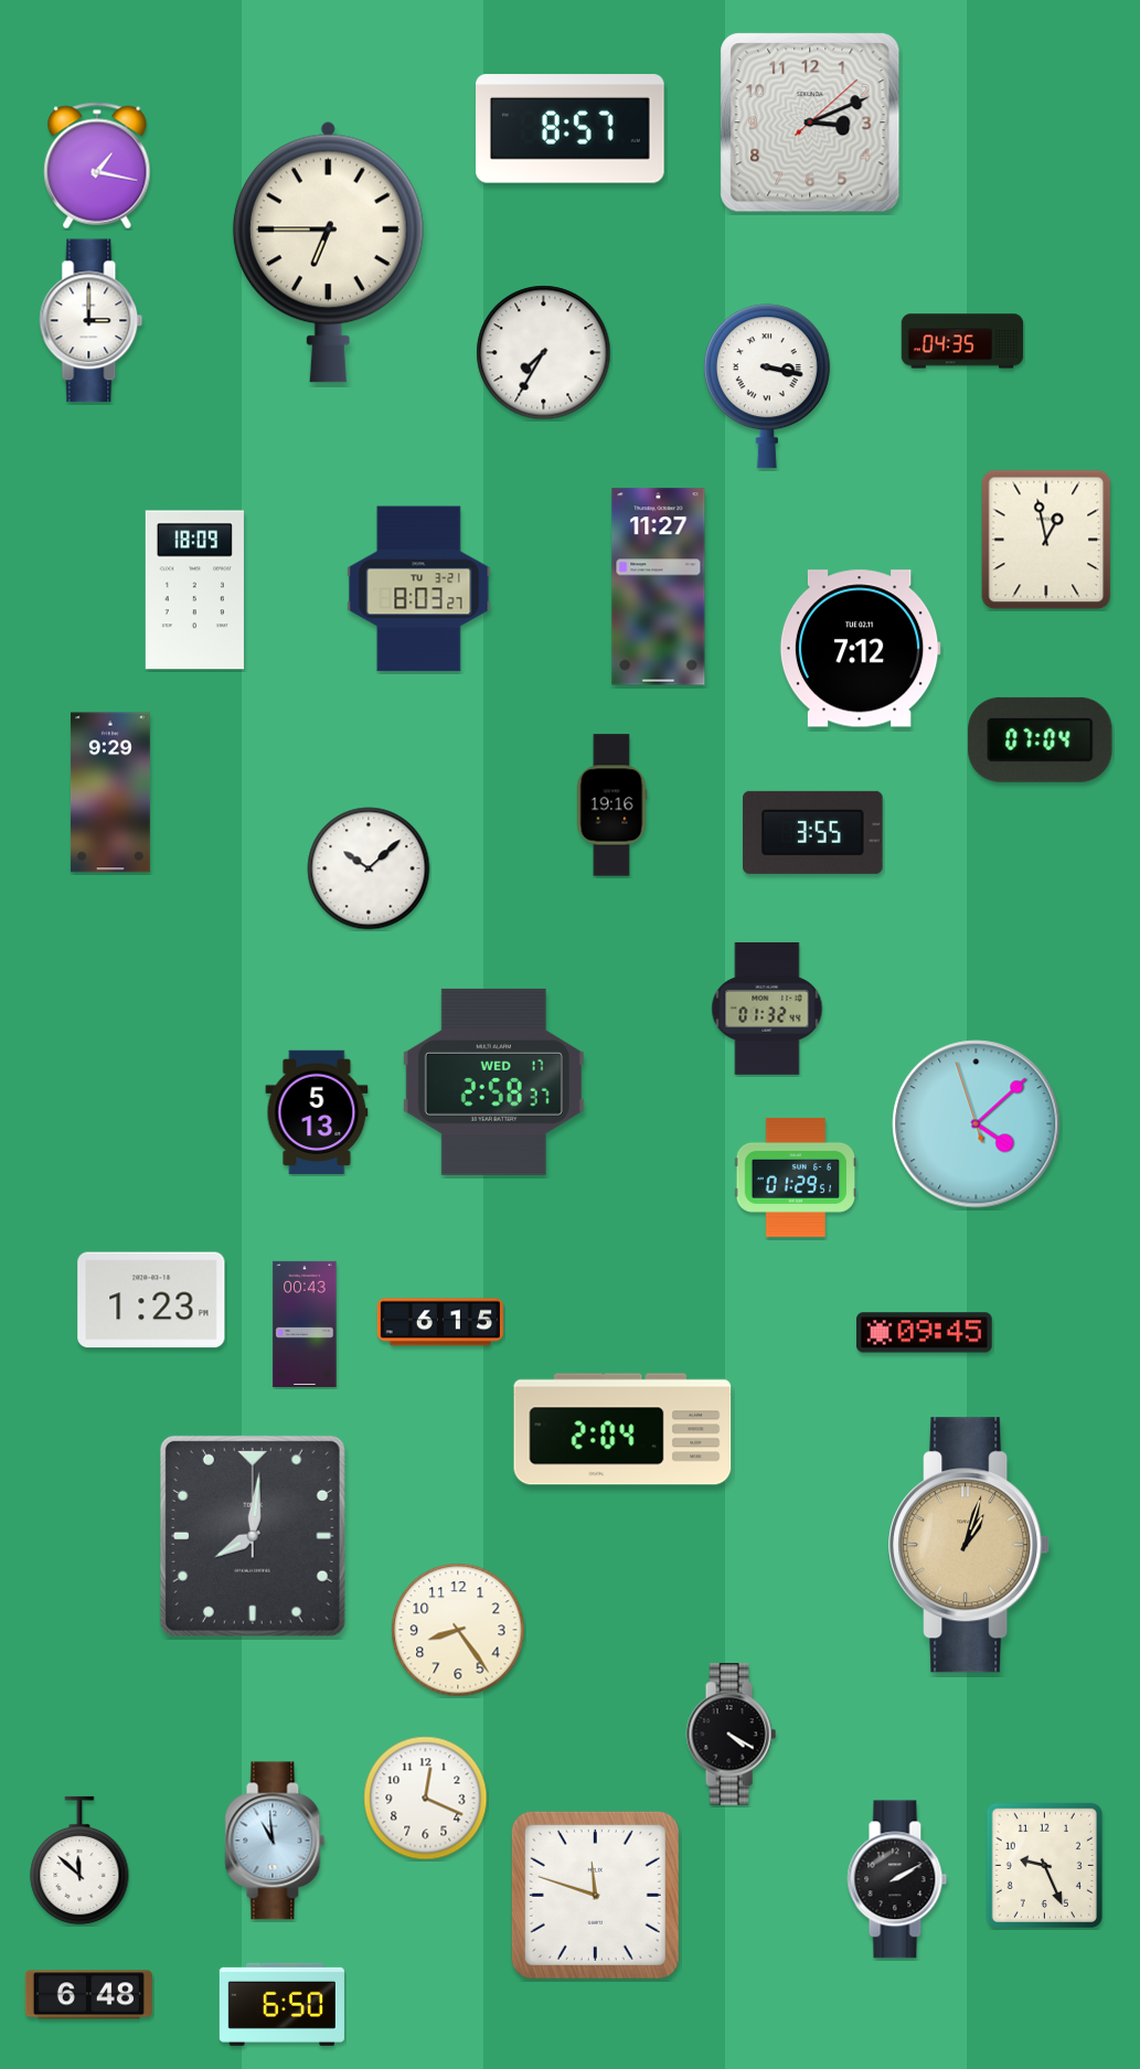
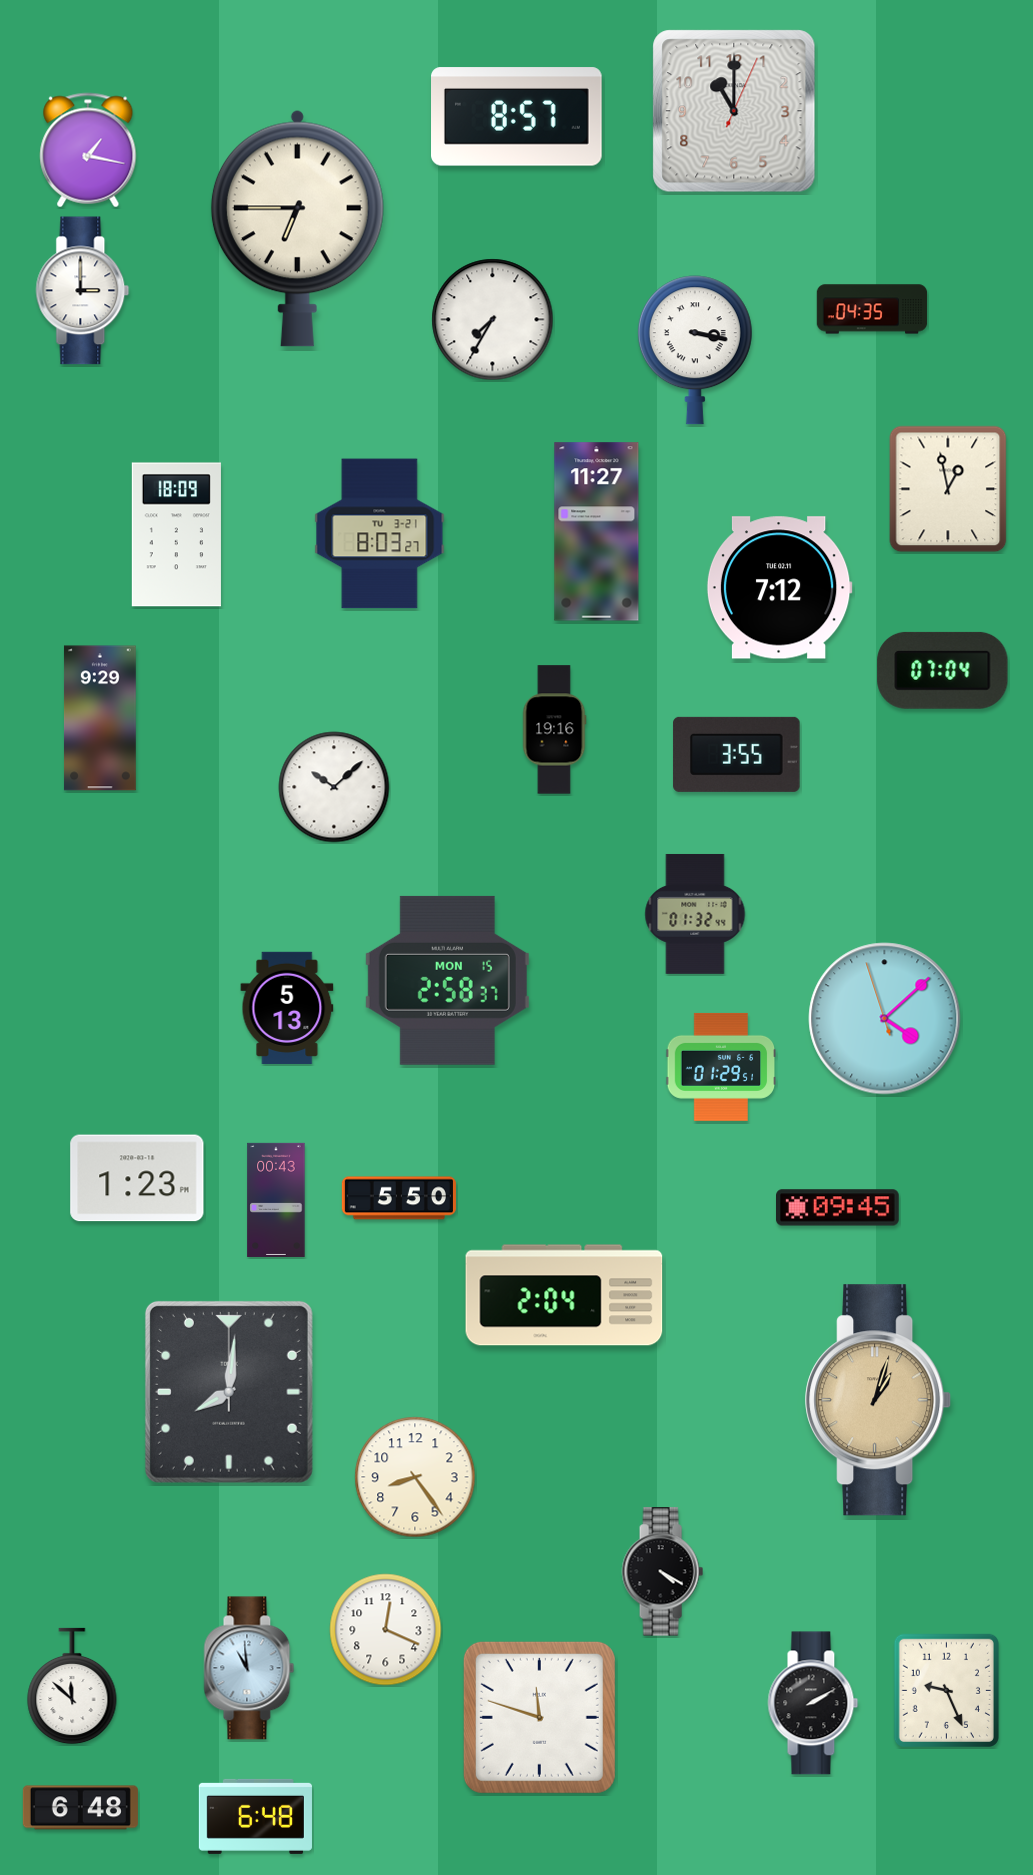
clock at (810, 122): 3:11 -> 11:00
clock at (493, 1081) date: WED 17 -> MON 15
clock at (440, 1322): 6:15 -> 5:50
clock at (281, 2004): 6:50 -> 6:48
